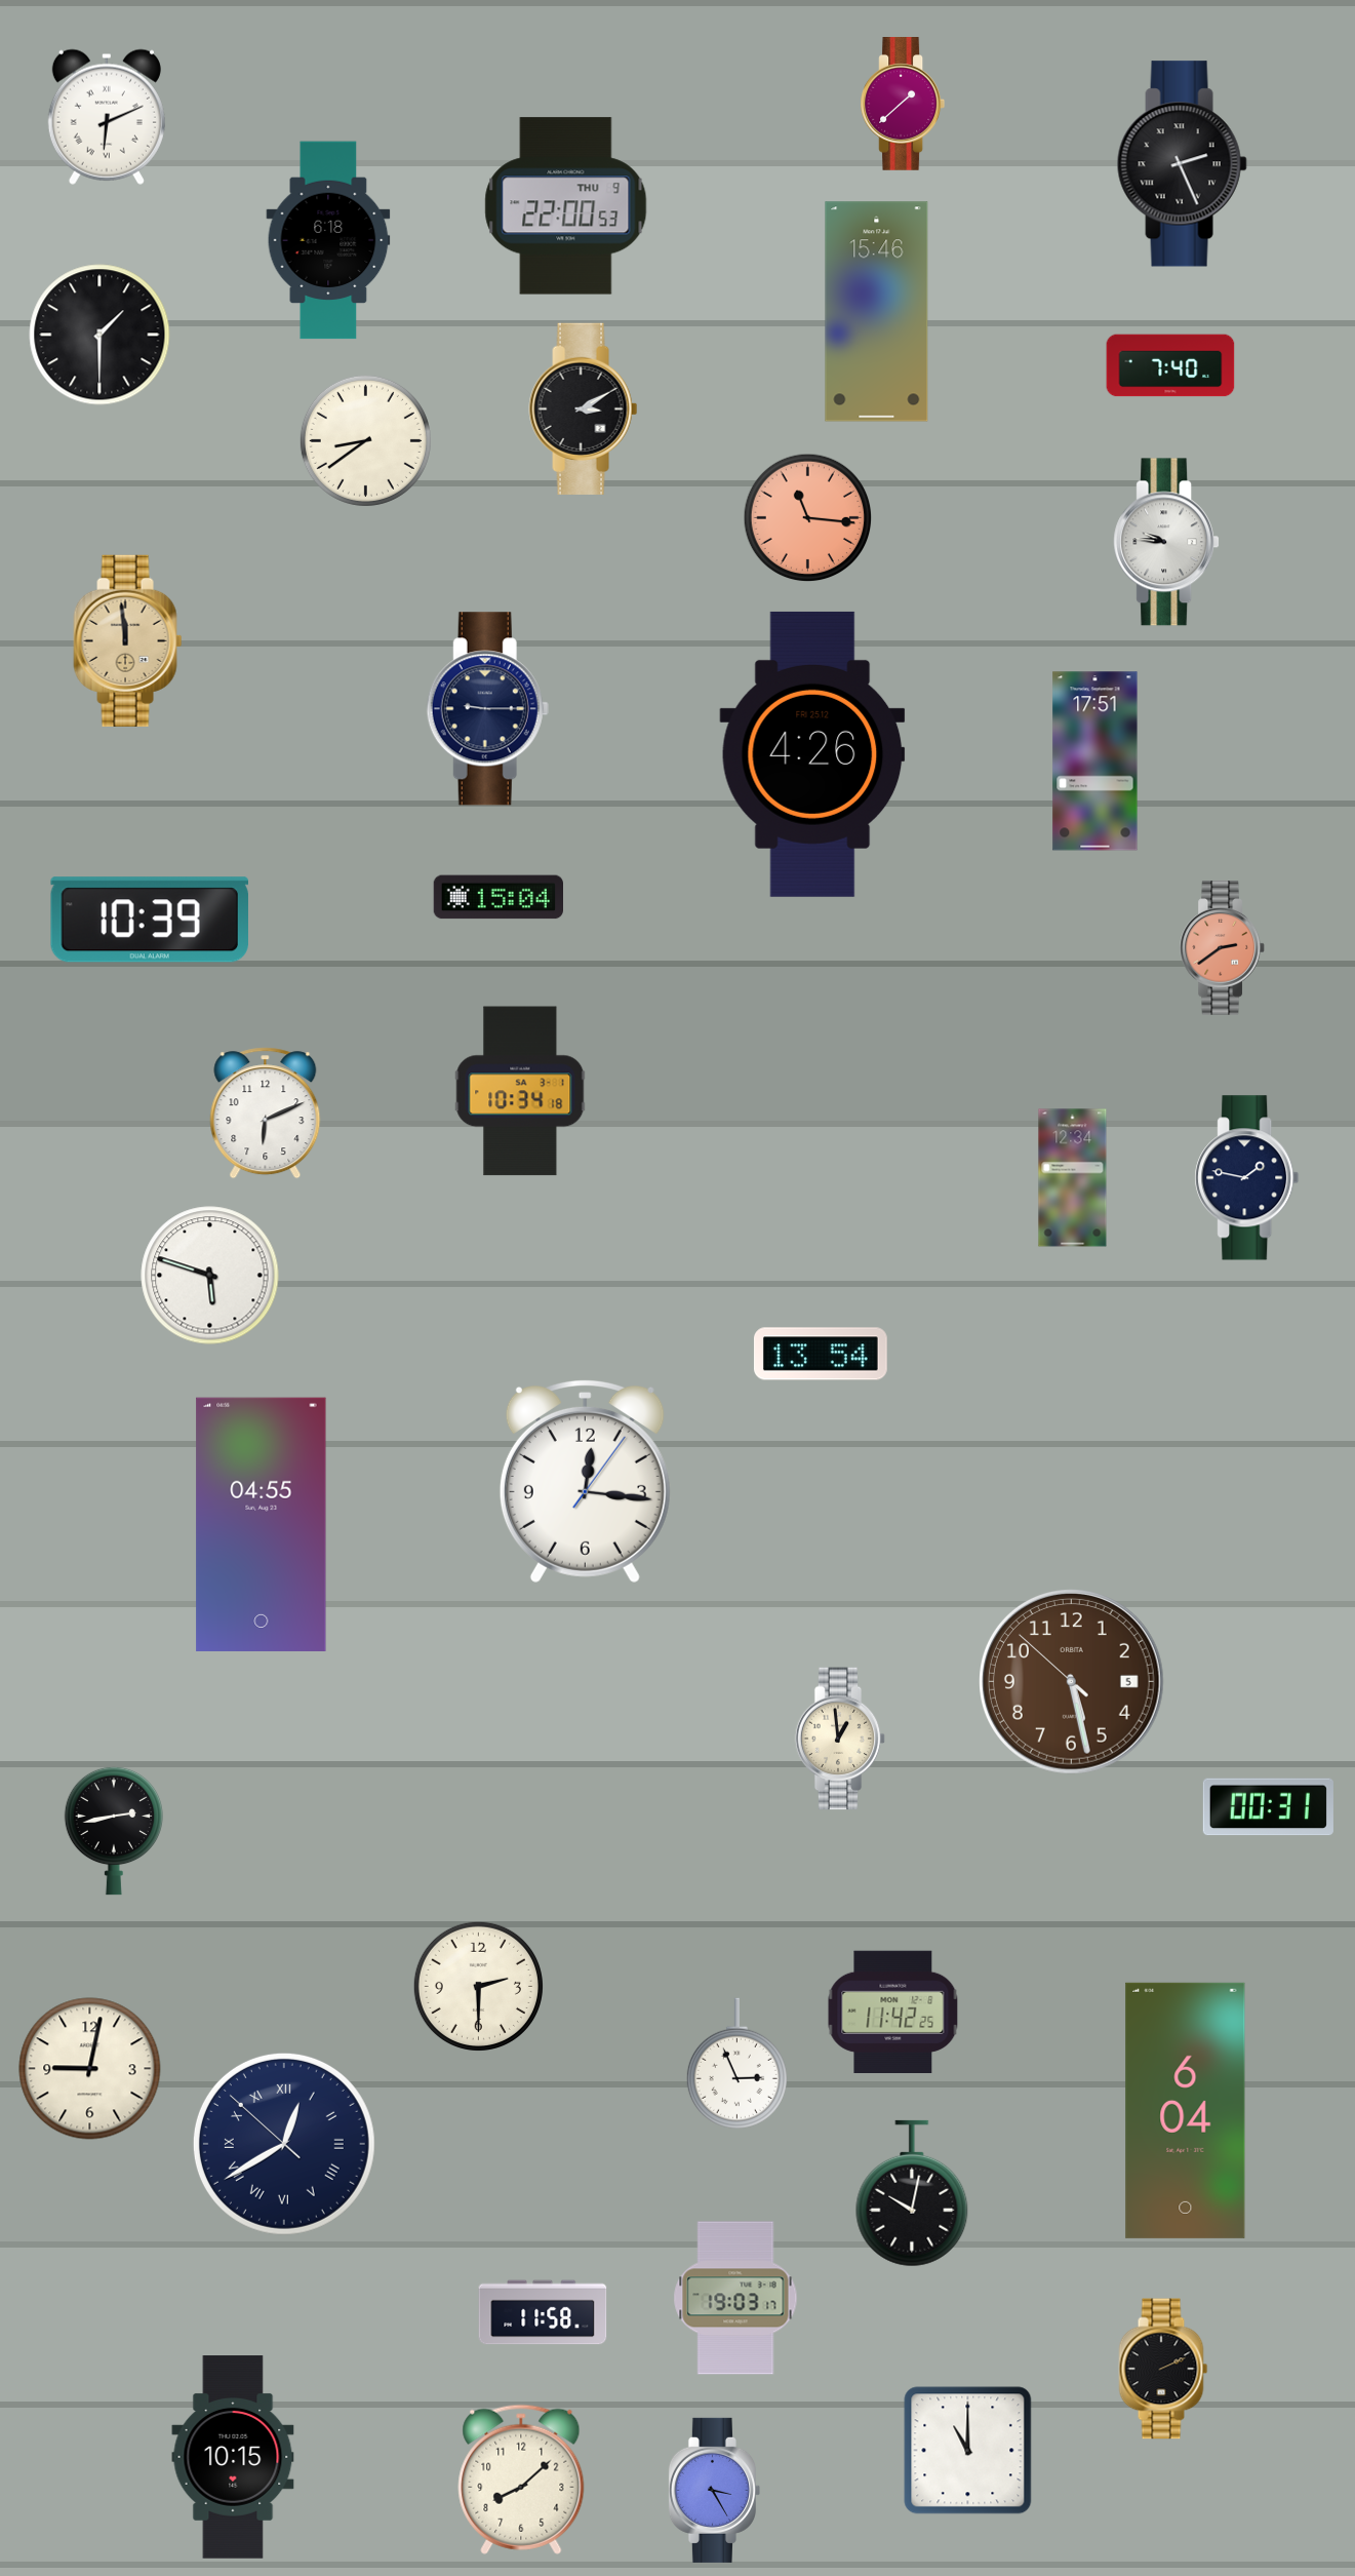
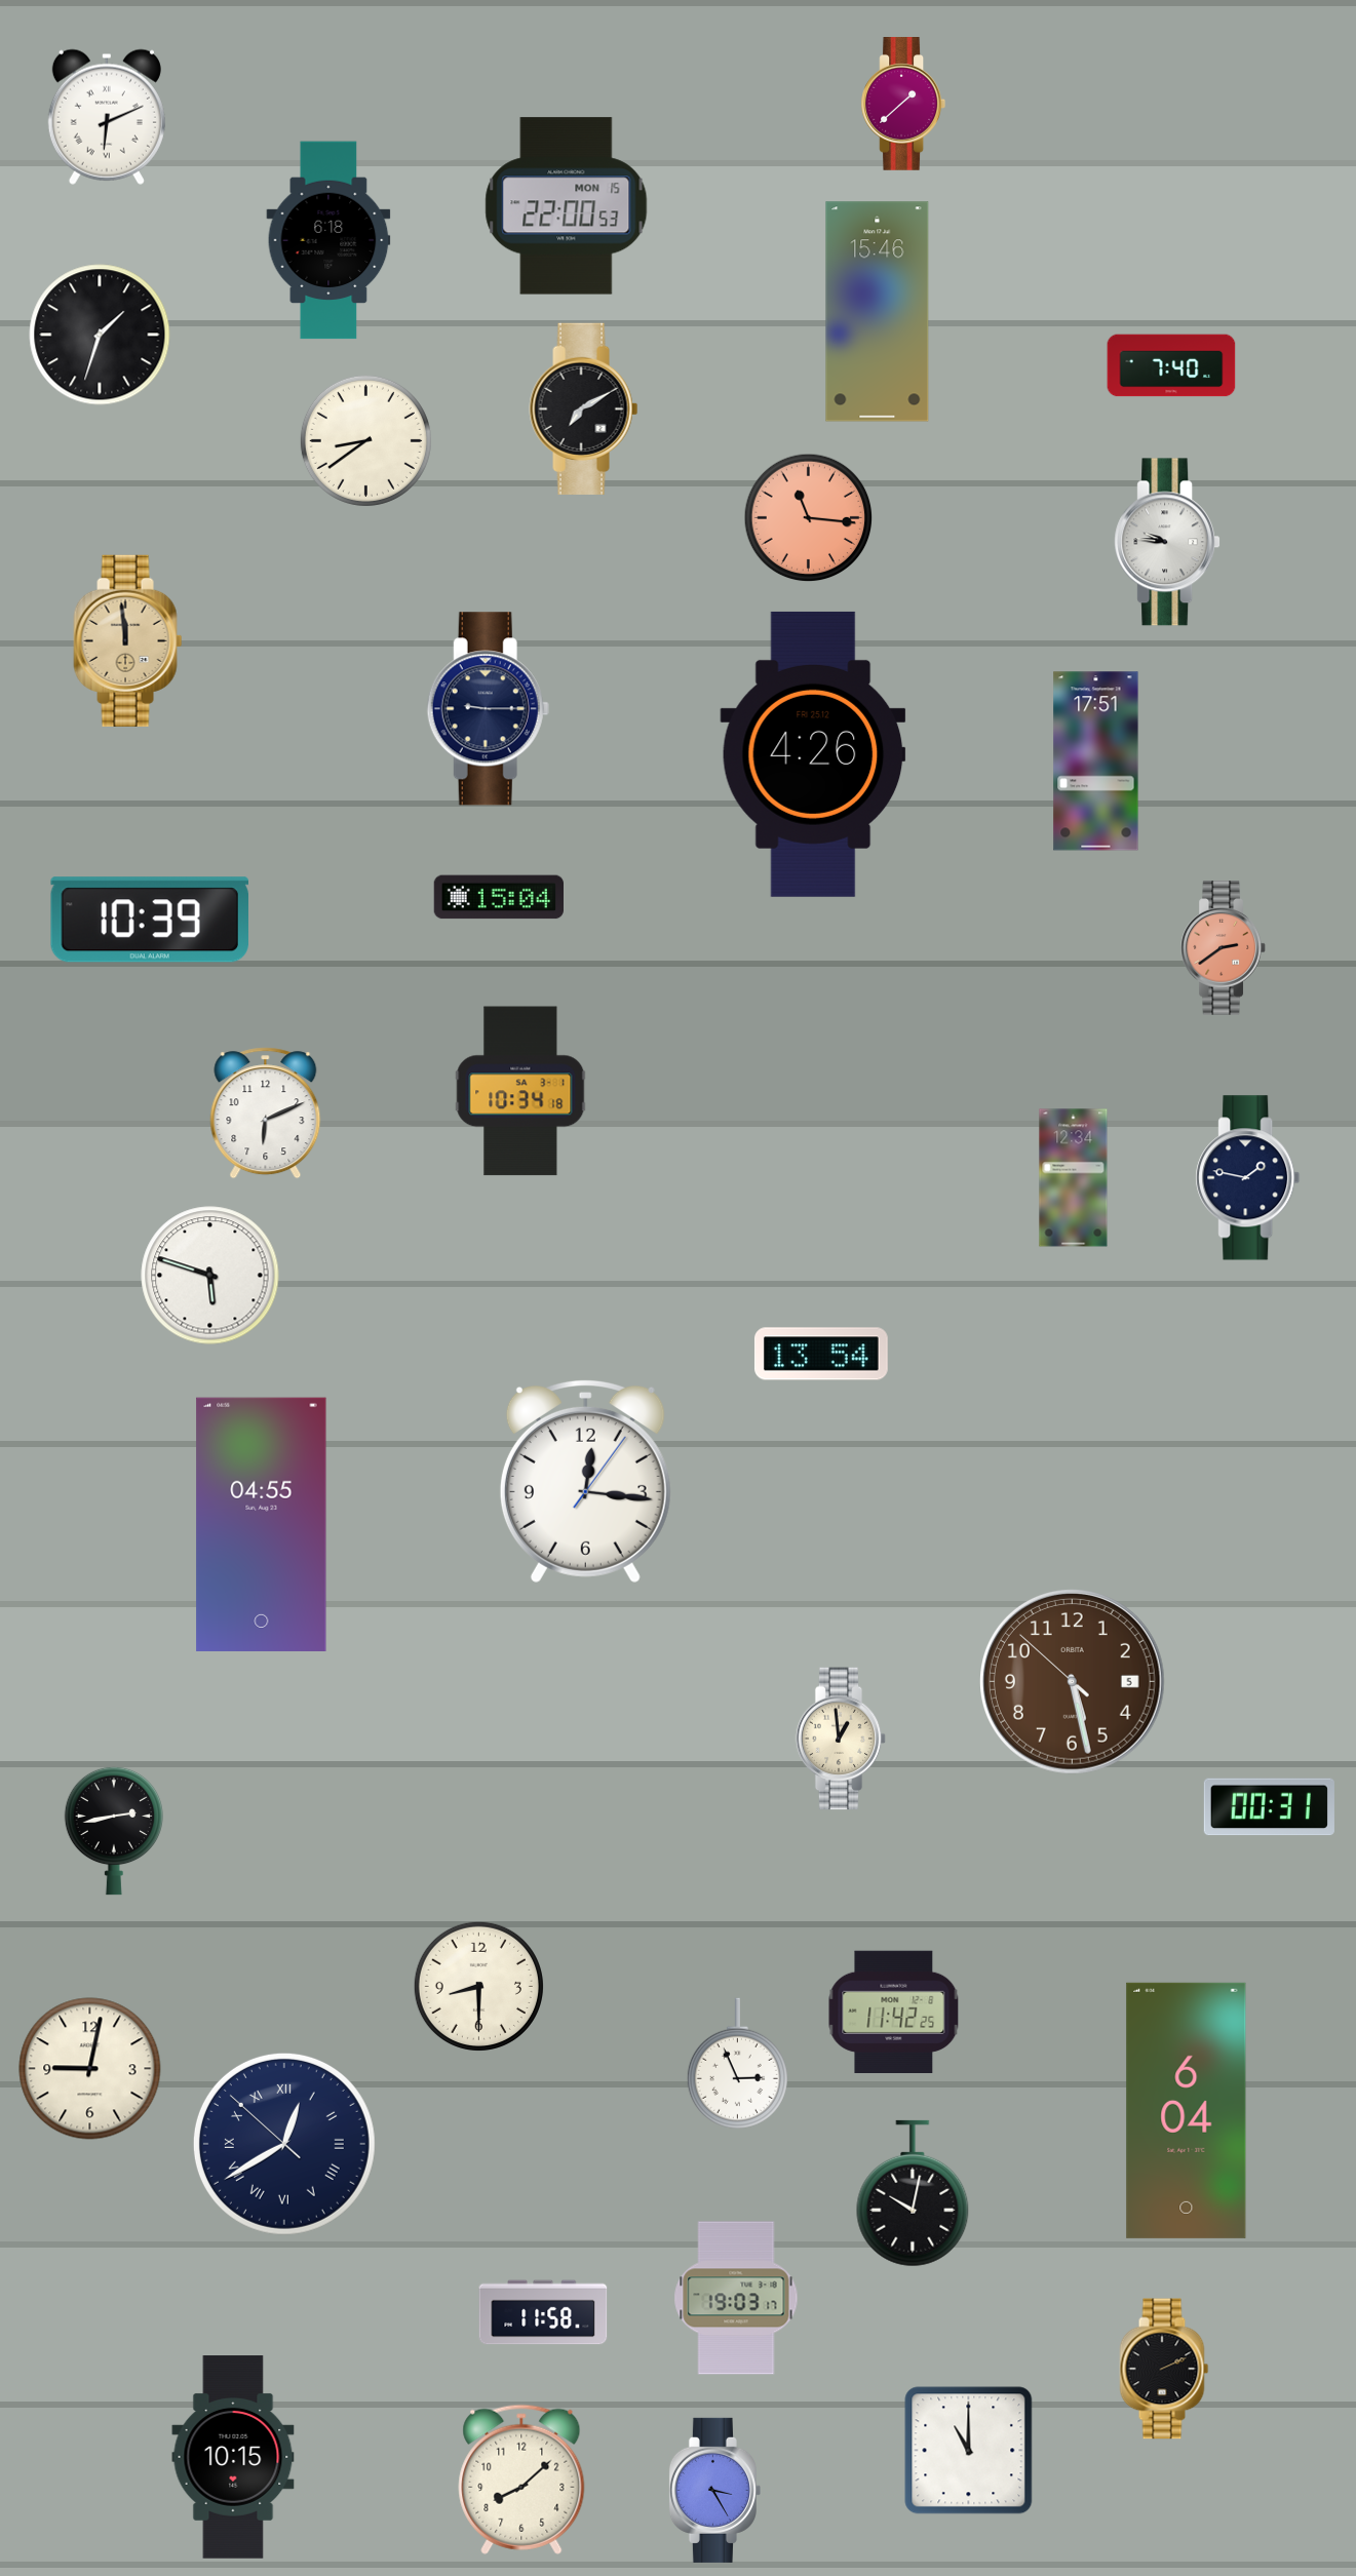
clock at (1182, 164): 2:26 -> none
clock at (566, 206) date: THU 9 -> MON 15
clock at (99, 335): 1:30 -> 1:33
clock at (584, 408): 3:10 -> 7:10
clock at (478, 1986): 2:30 -> 8:30
